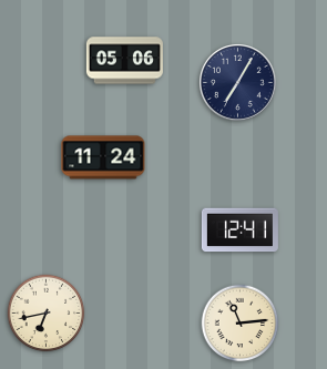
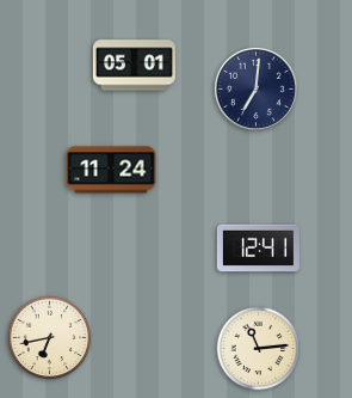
clock at (124, 61): 05:06 -> 05:01
clock at (238, 83): 7:05 -> 7:01
